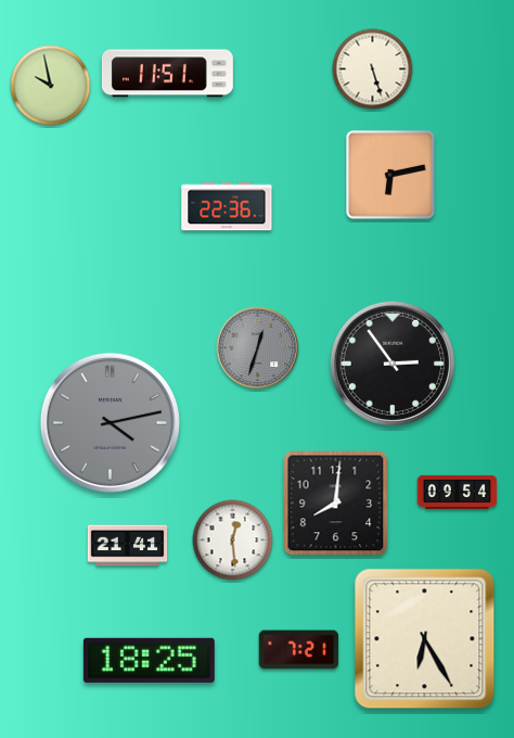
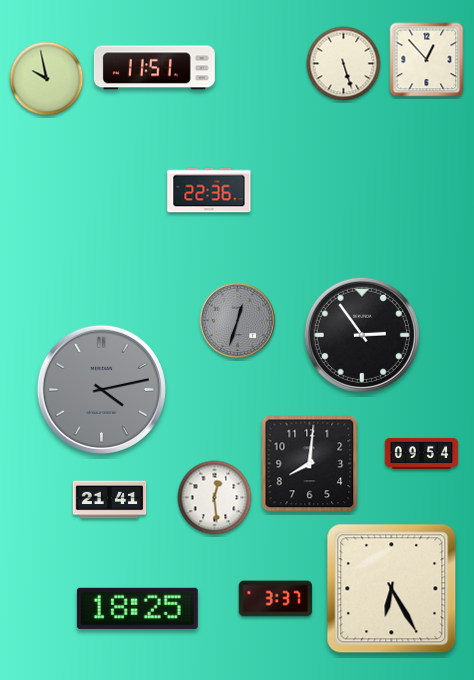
clock at (427, 60): none -> 12:53
clock at (390, 175): 6:13 -> none
clock at (128, 546) position: (128, 546) -> (110, 500)
clock at (299, 650): 7:21 -> 3:37
